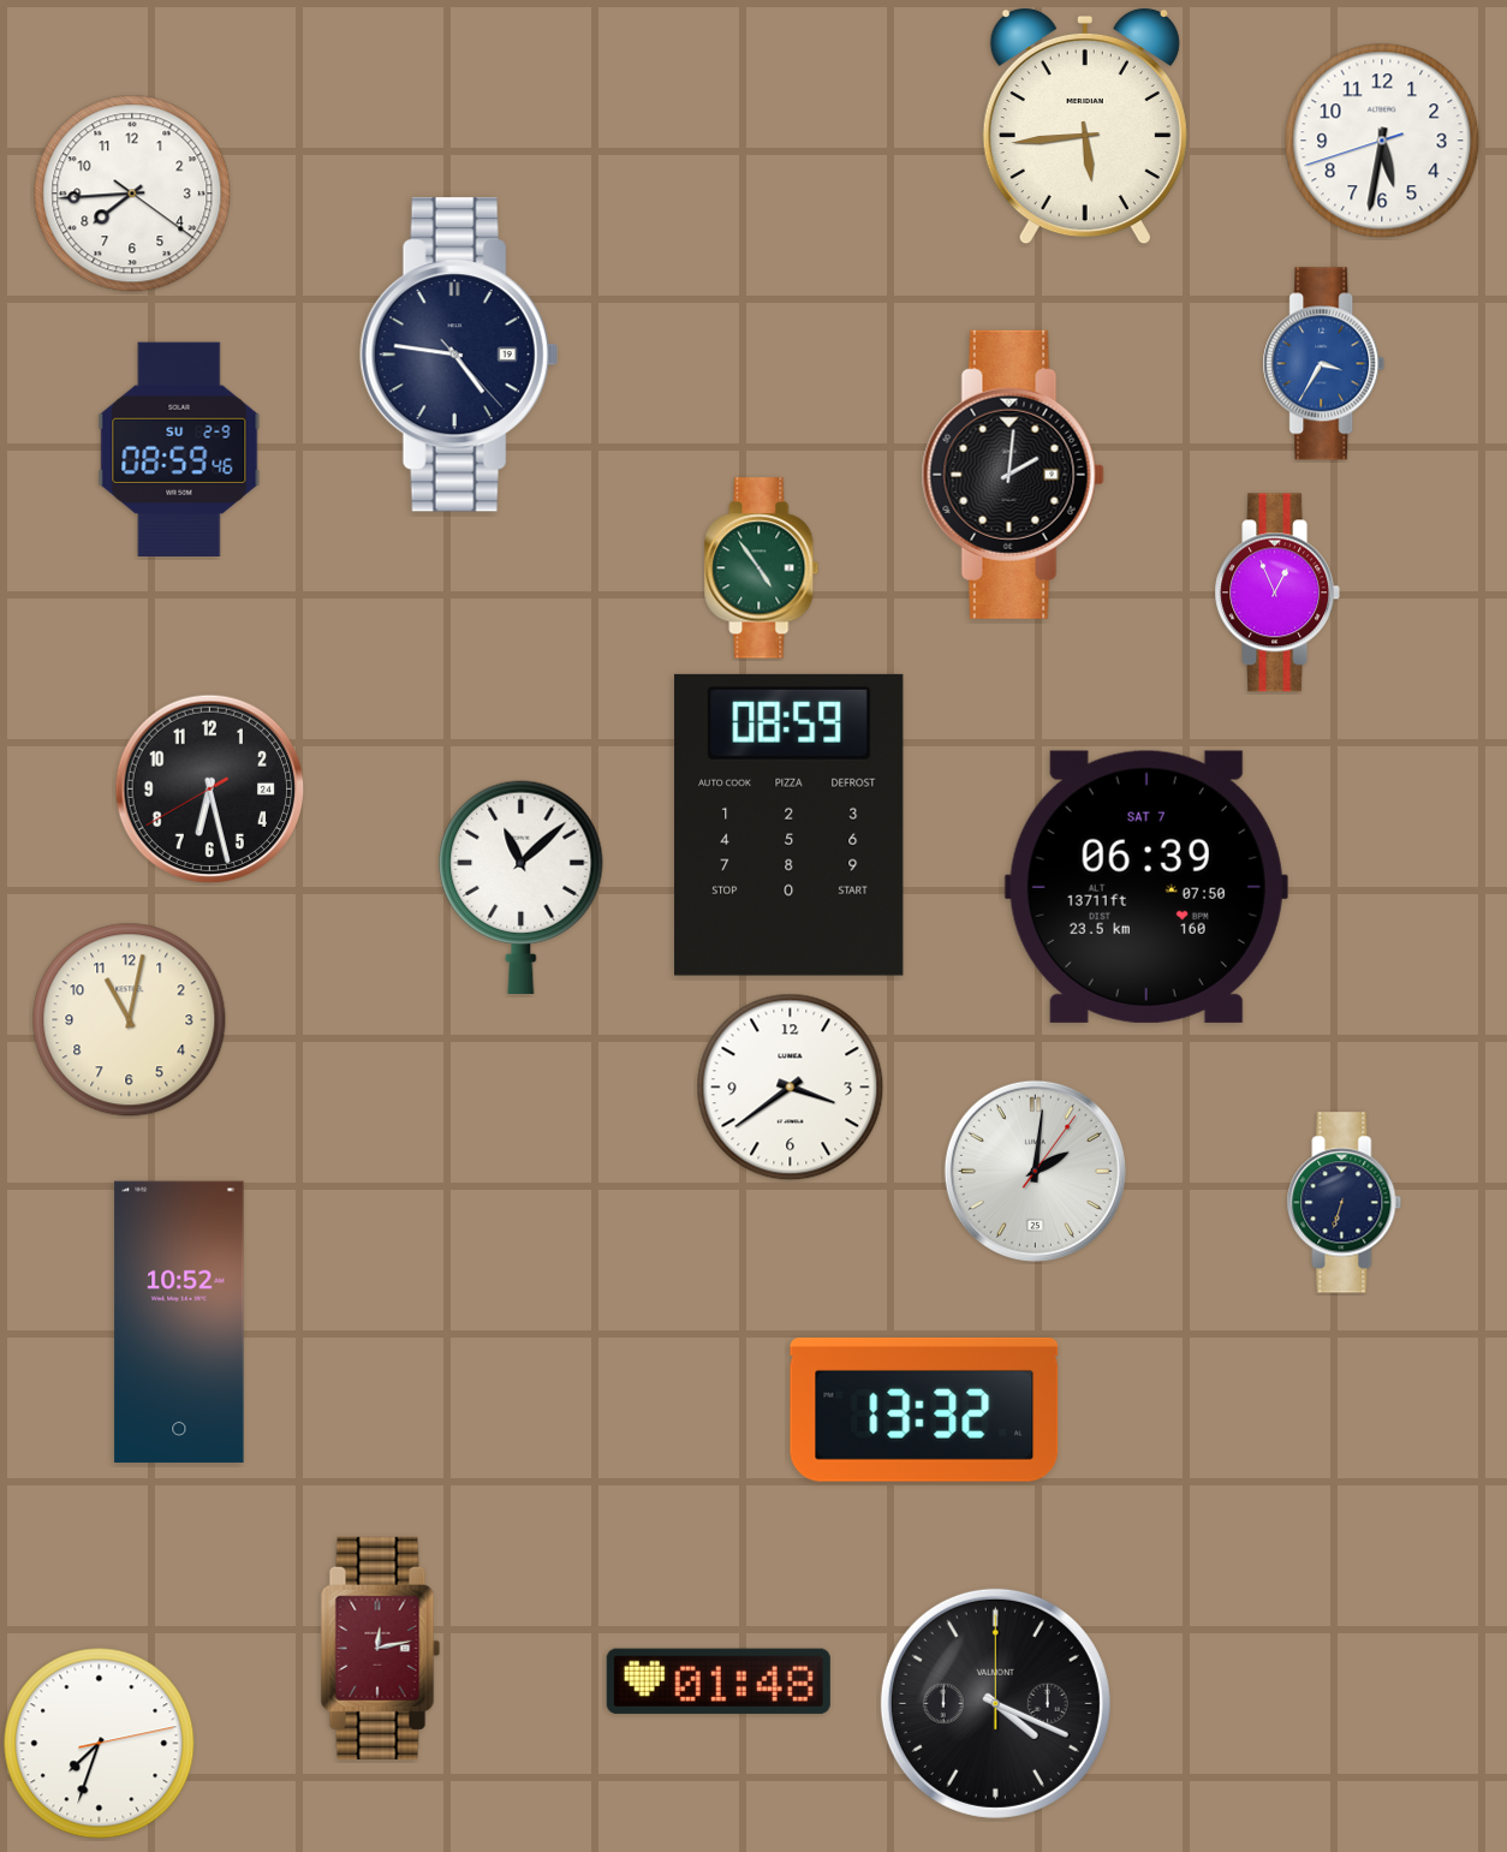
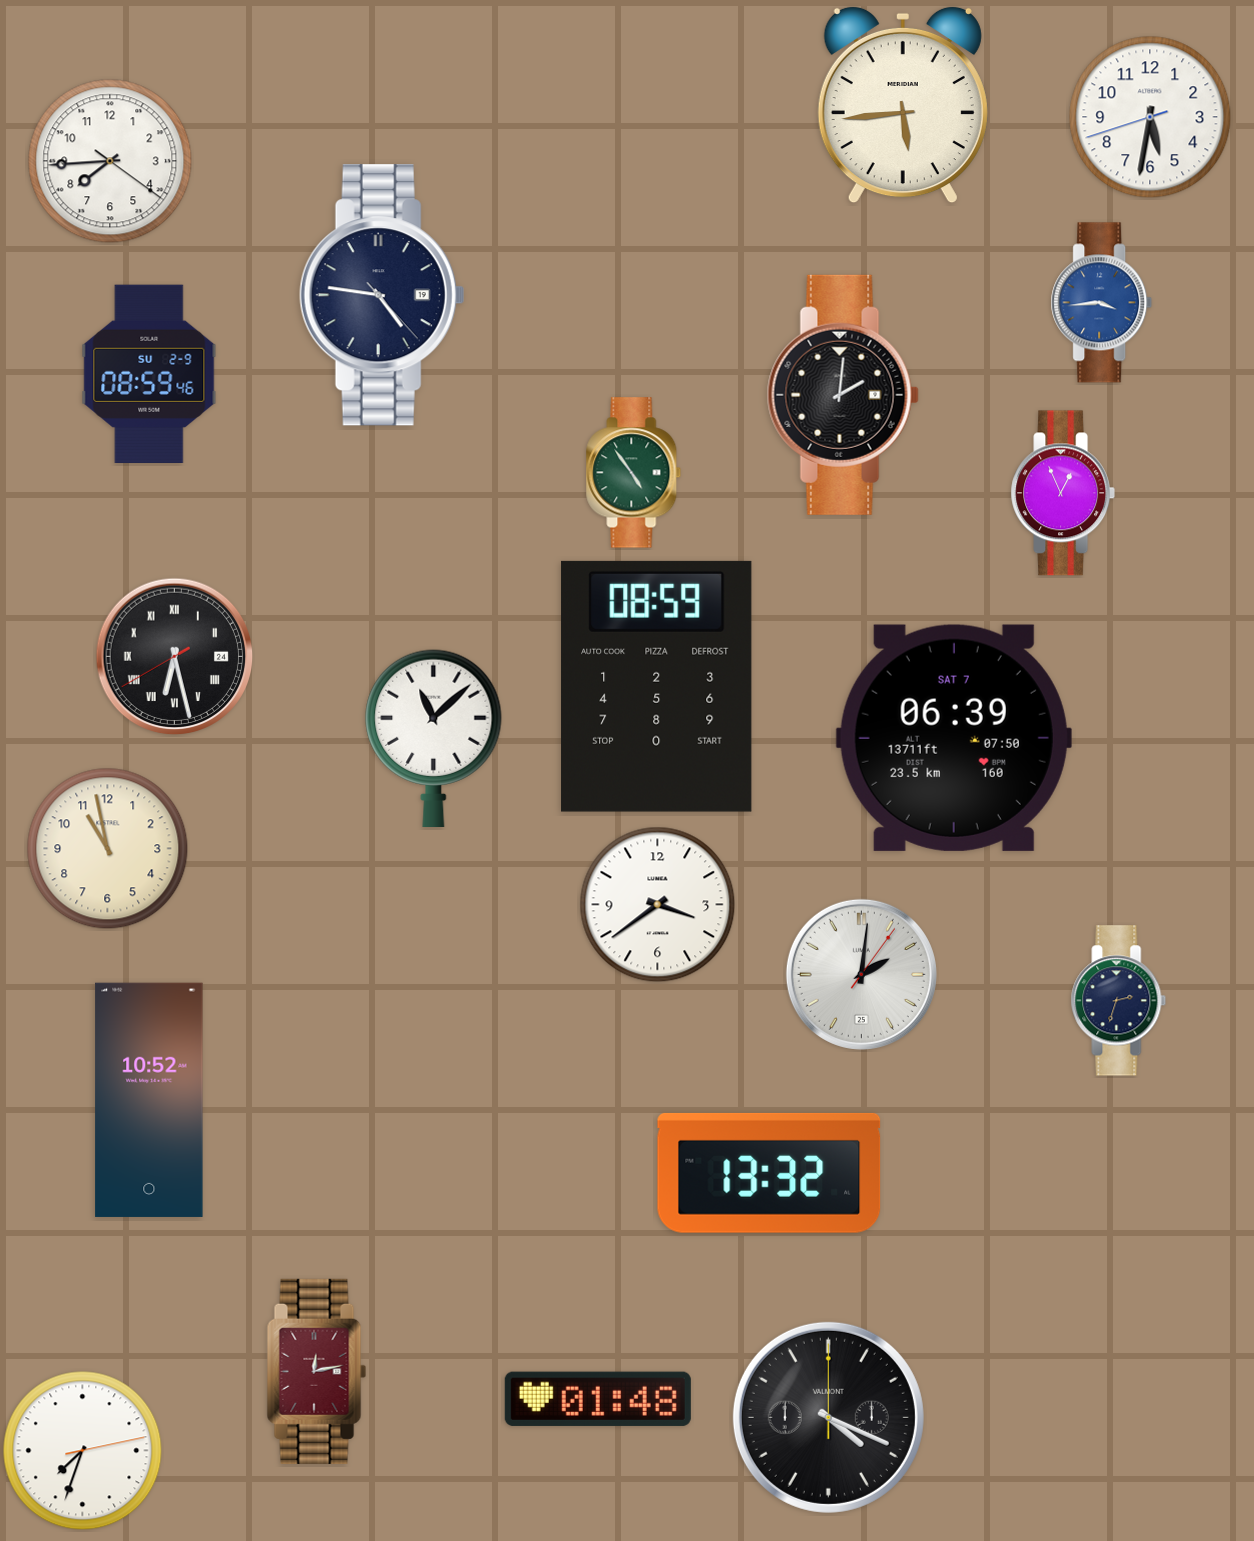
clock at (1324, 364): 3:35 -> 3:44
clock at (210, 790) numerals: Arabic -> Roman
clock at (130, 1020): 11:02 -> 10:58
clock at (1345, 1203): 6:33 -> 2:33
